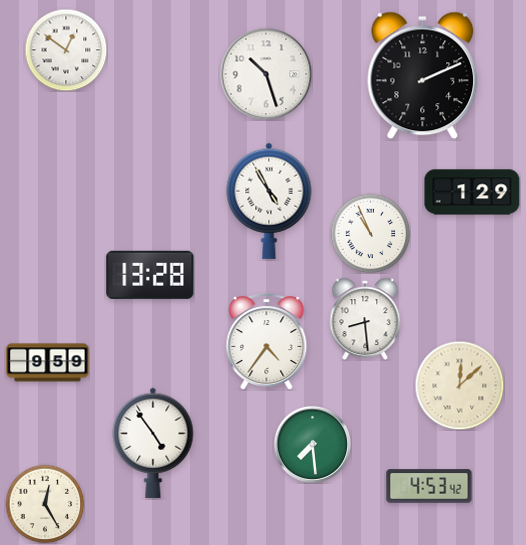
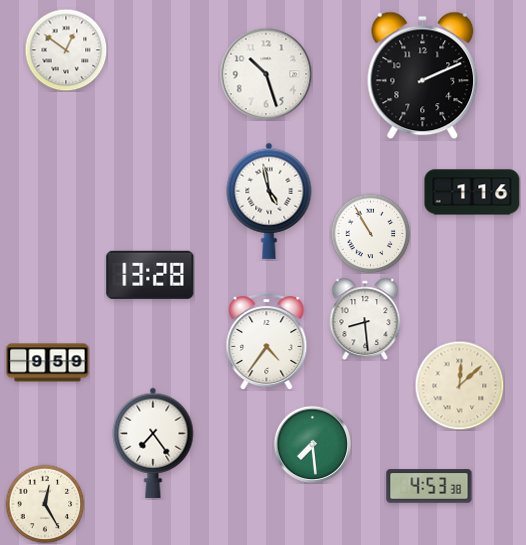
clock at (472, 192): 1:29 -> 1:16
clock at (269, 201): 4:55 -> 4:58
clock at (370, 233): 10:56 -> 10:55
clock at (153, 442): 4:54 -> 7:24
clock at (429, 486): 4:53:42 -> 4:53:38
